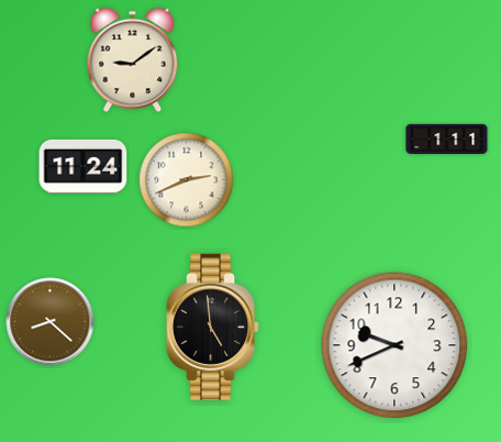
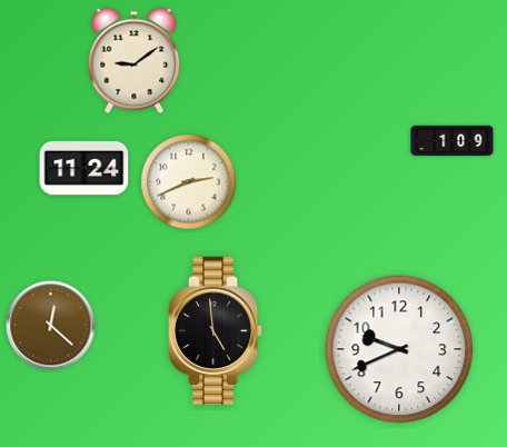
clock at (447, 140): 1:11 -> 1:09
clock at (51, 322): 8:22 -> 12:22
